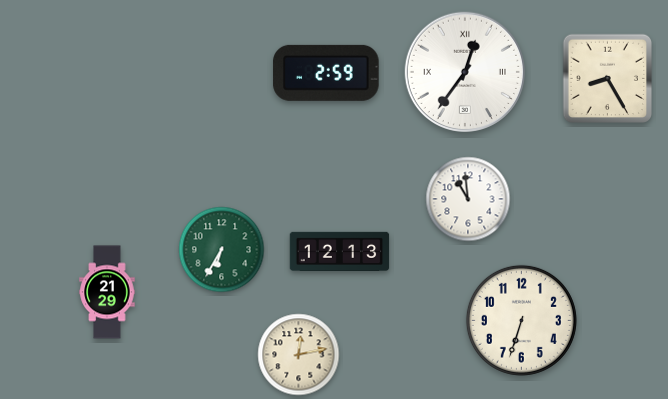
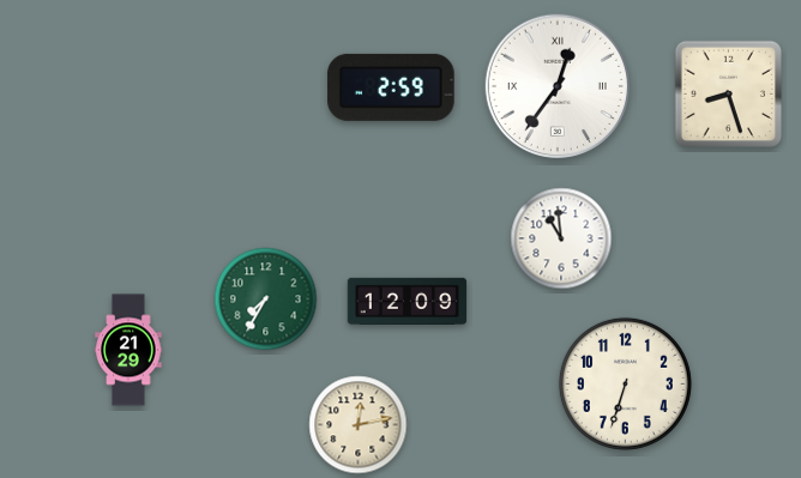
clock at (608, 79): 8:25 -> 8:27
clock at (222, 250): 6:35 -> 7:35
clock at (340, 251): 12:13 -> 12:09
